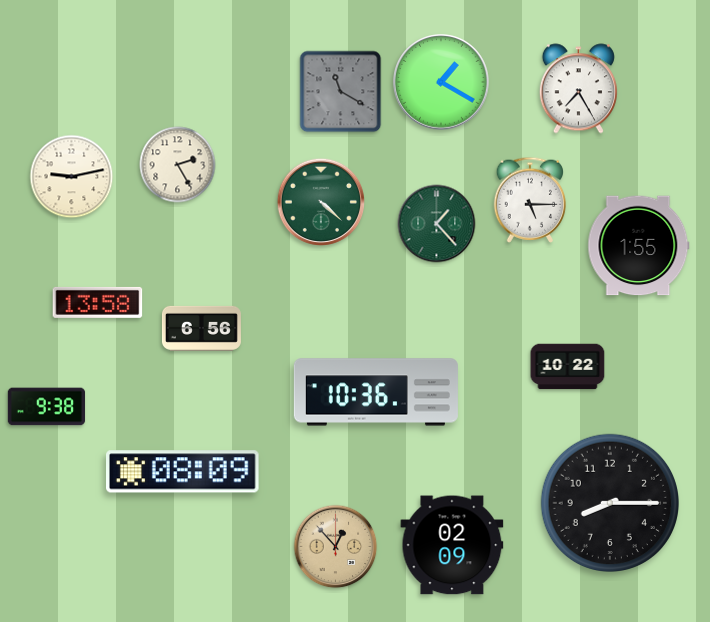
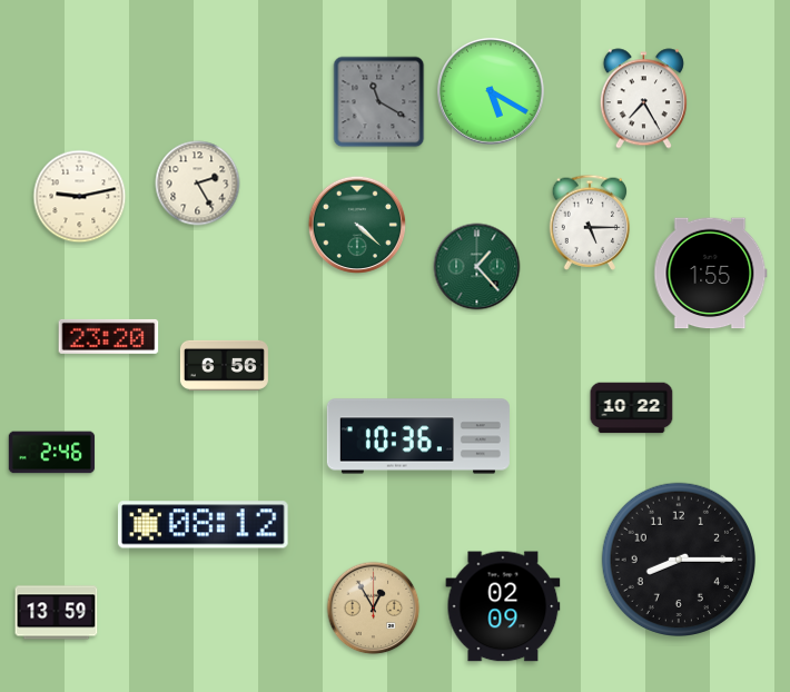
clock at (441, 82): 1:20 -> 5:20
clock at (437, 224) position: (437, 224) -> (477, 267)
clock at (98, 302): 13:58 -> 23:20
clock at (47, 407): 9:38 -> 2:46
clock at (183, 472): 08:09 -> 08:12
clock at (336, 547): 12:53 -> 12:55
clock at (57, 613): none -> 13:59
